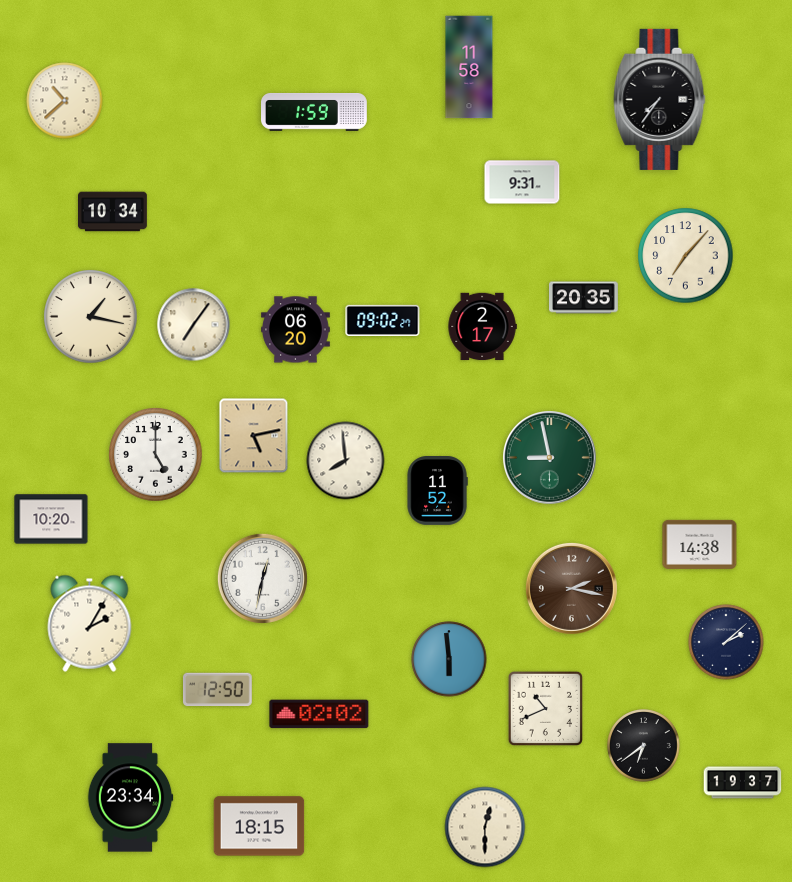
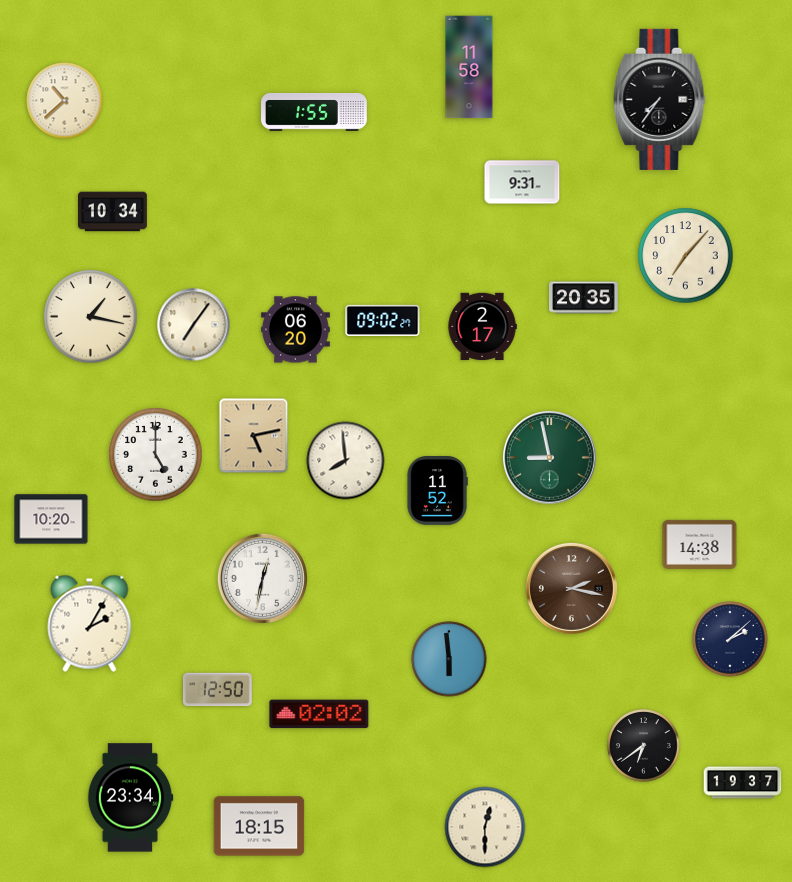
clock at (315, 112): 1:59 -> 1:55
clock at (726, 642) position: (726, 642) -> (730, 639)
clock at (545, 708): 10:41 -> none
